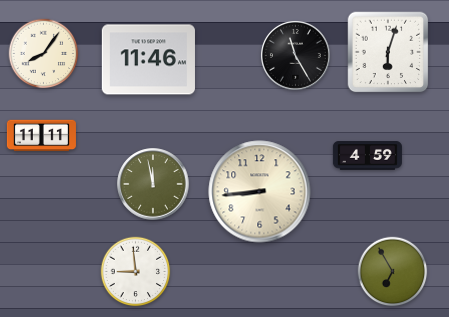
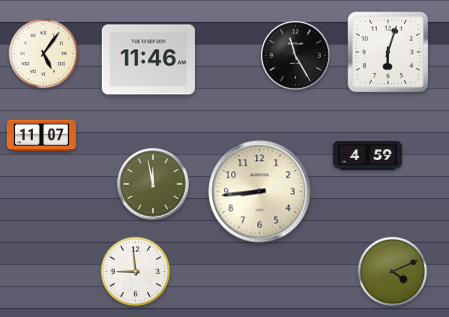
clock at (44, 54): 8:06 -> 5:06
clock at (41, 136): 11:11 -> 11:07
clock at (393, 272): 6:55 -> 4:11
